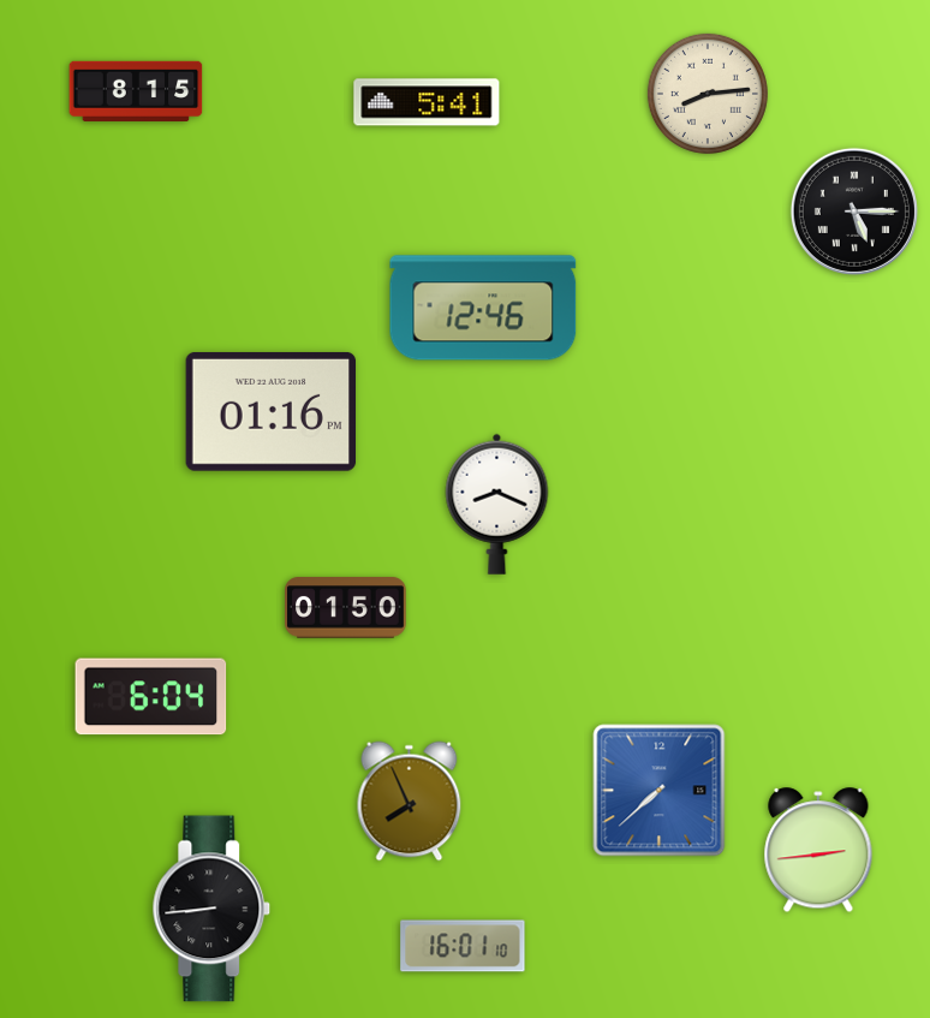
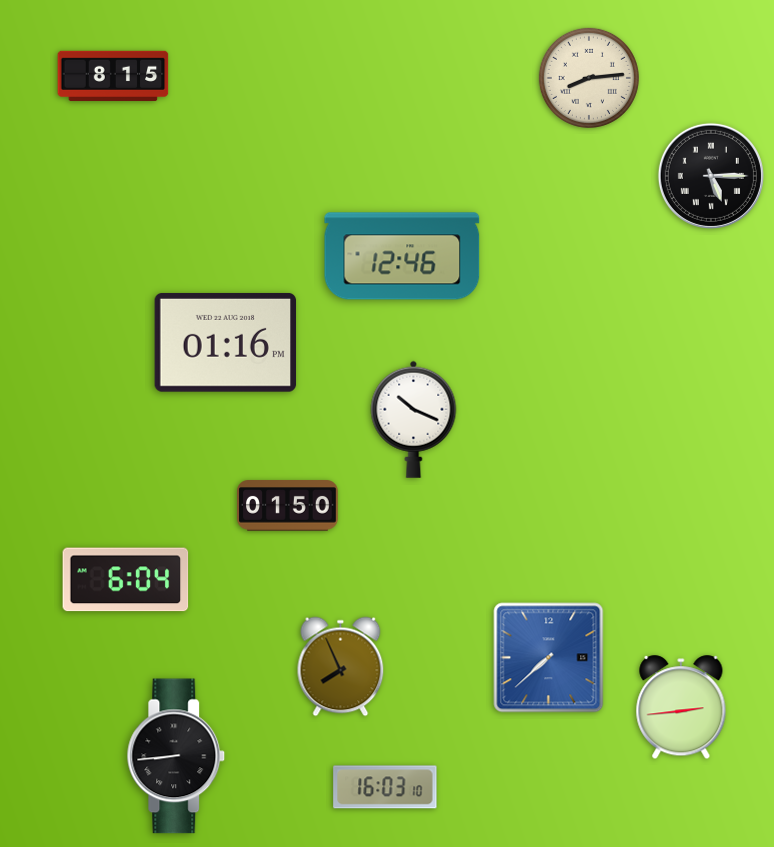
clock at (427, 102): 5:41 -> none
clock at (497, 504): 8:19 -> 10:19
clock at (463, 946): 16:01 -> 16:03
